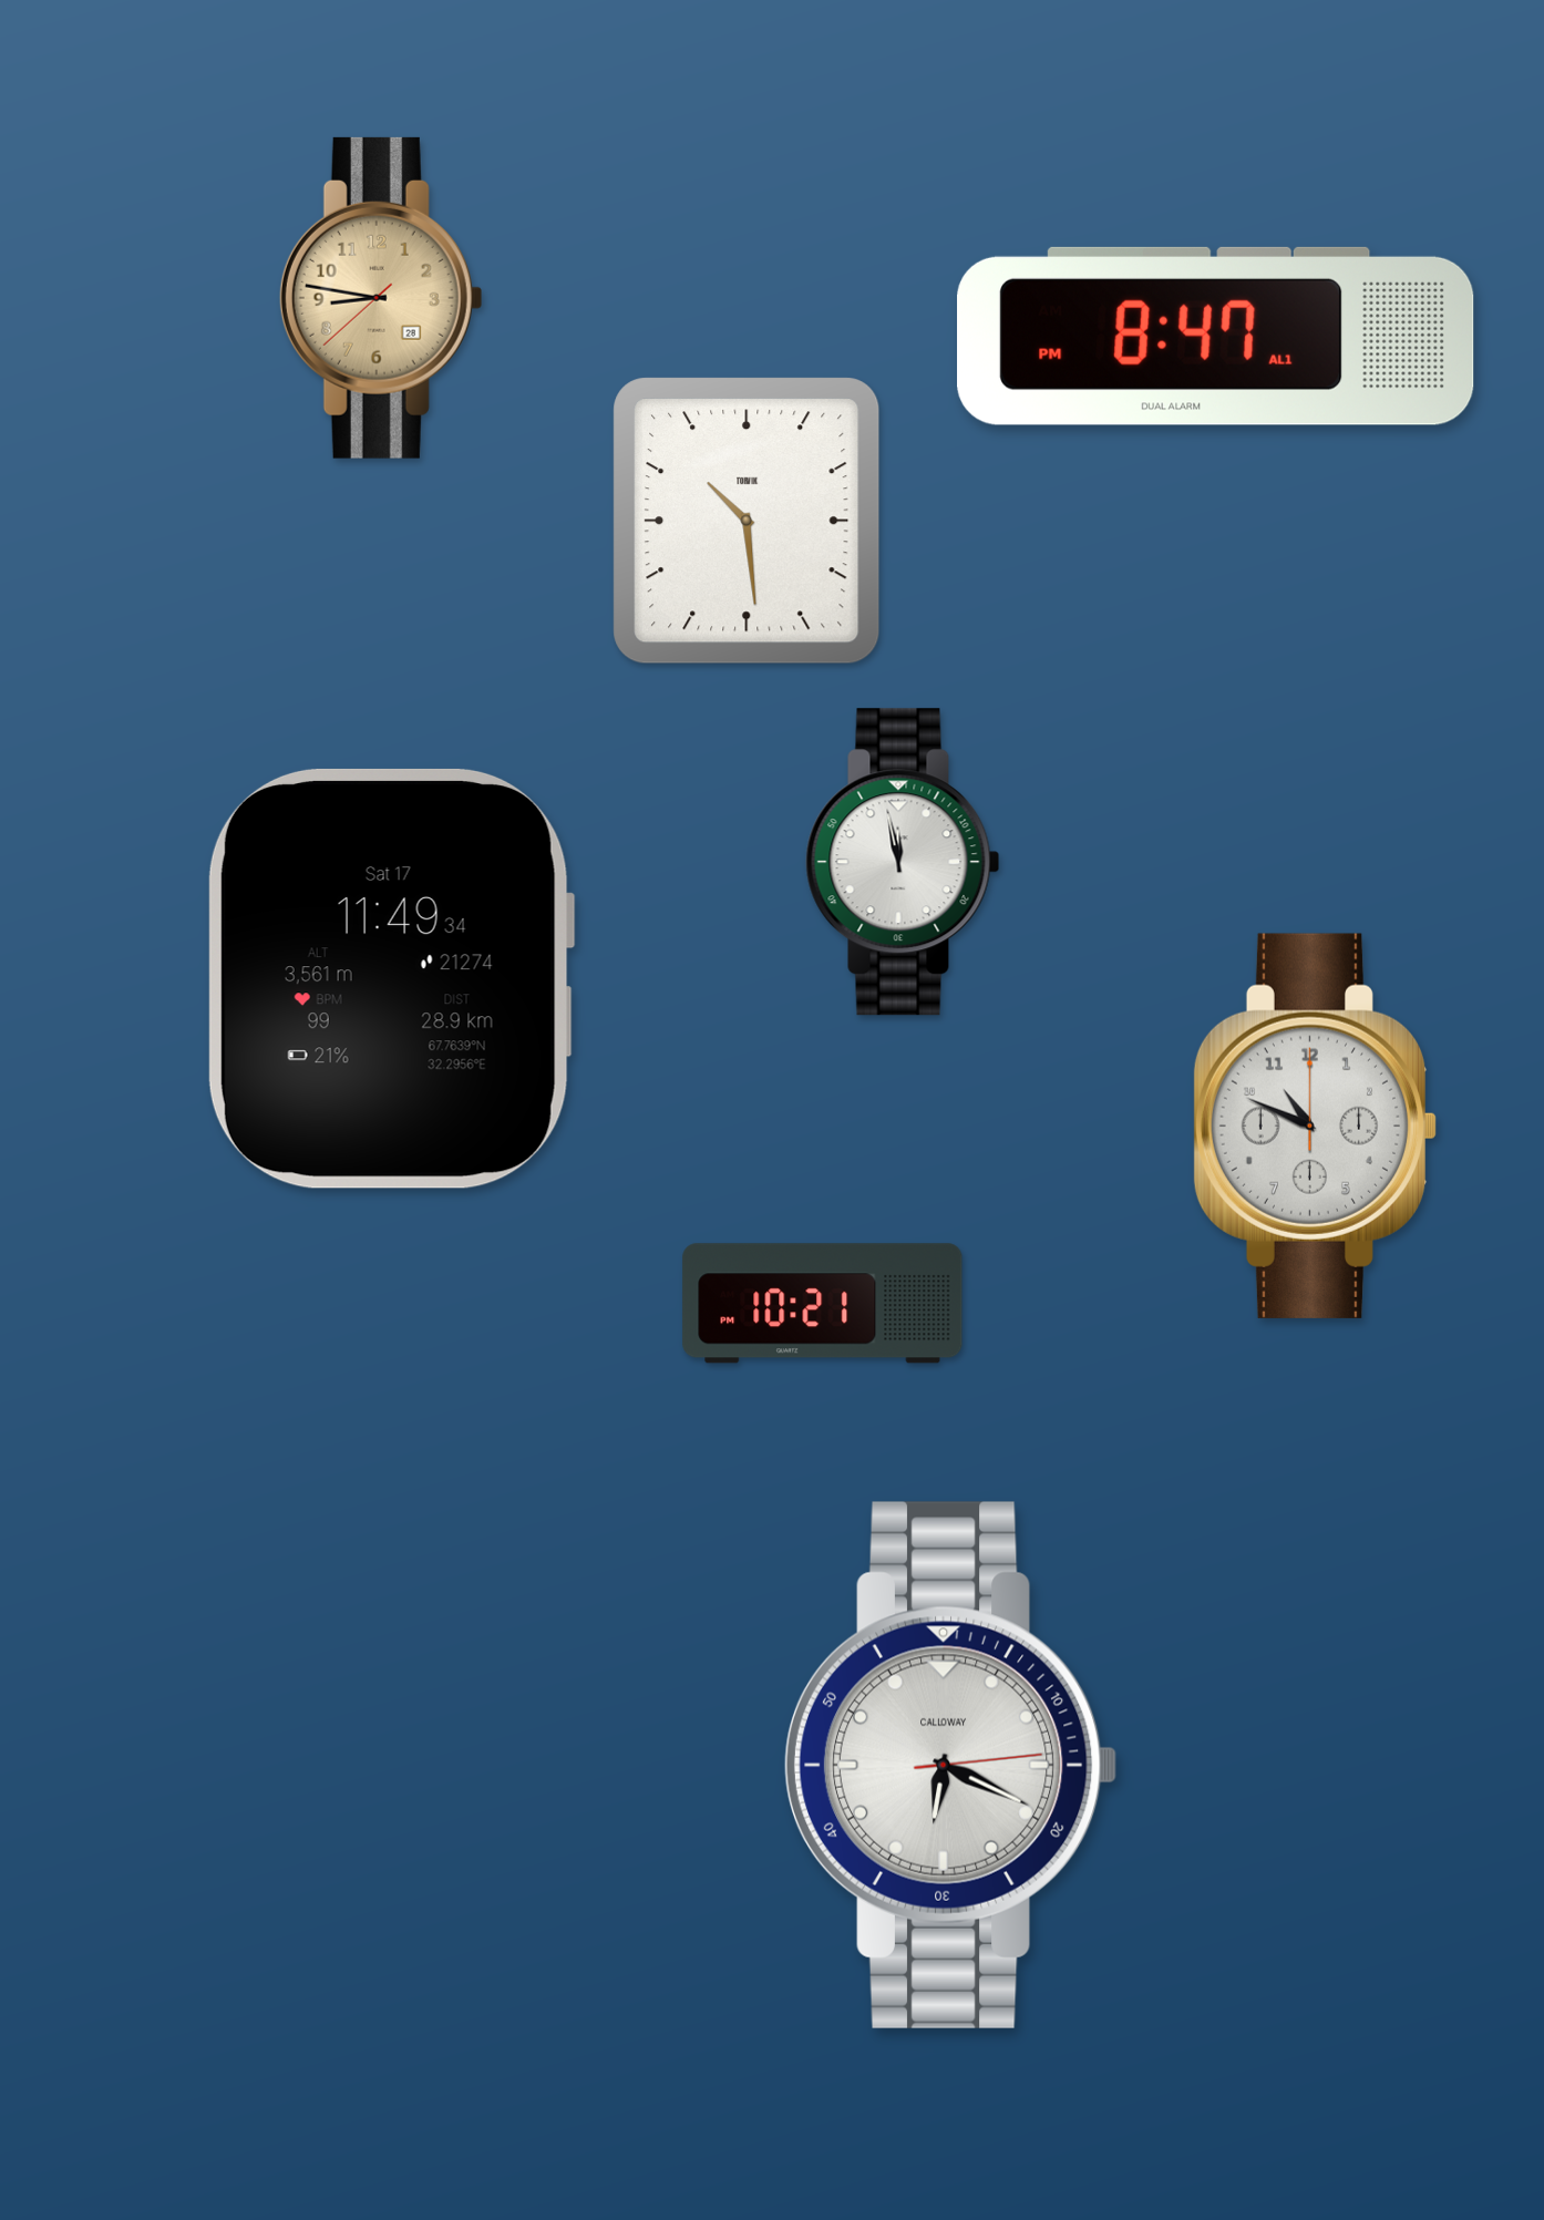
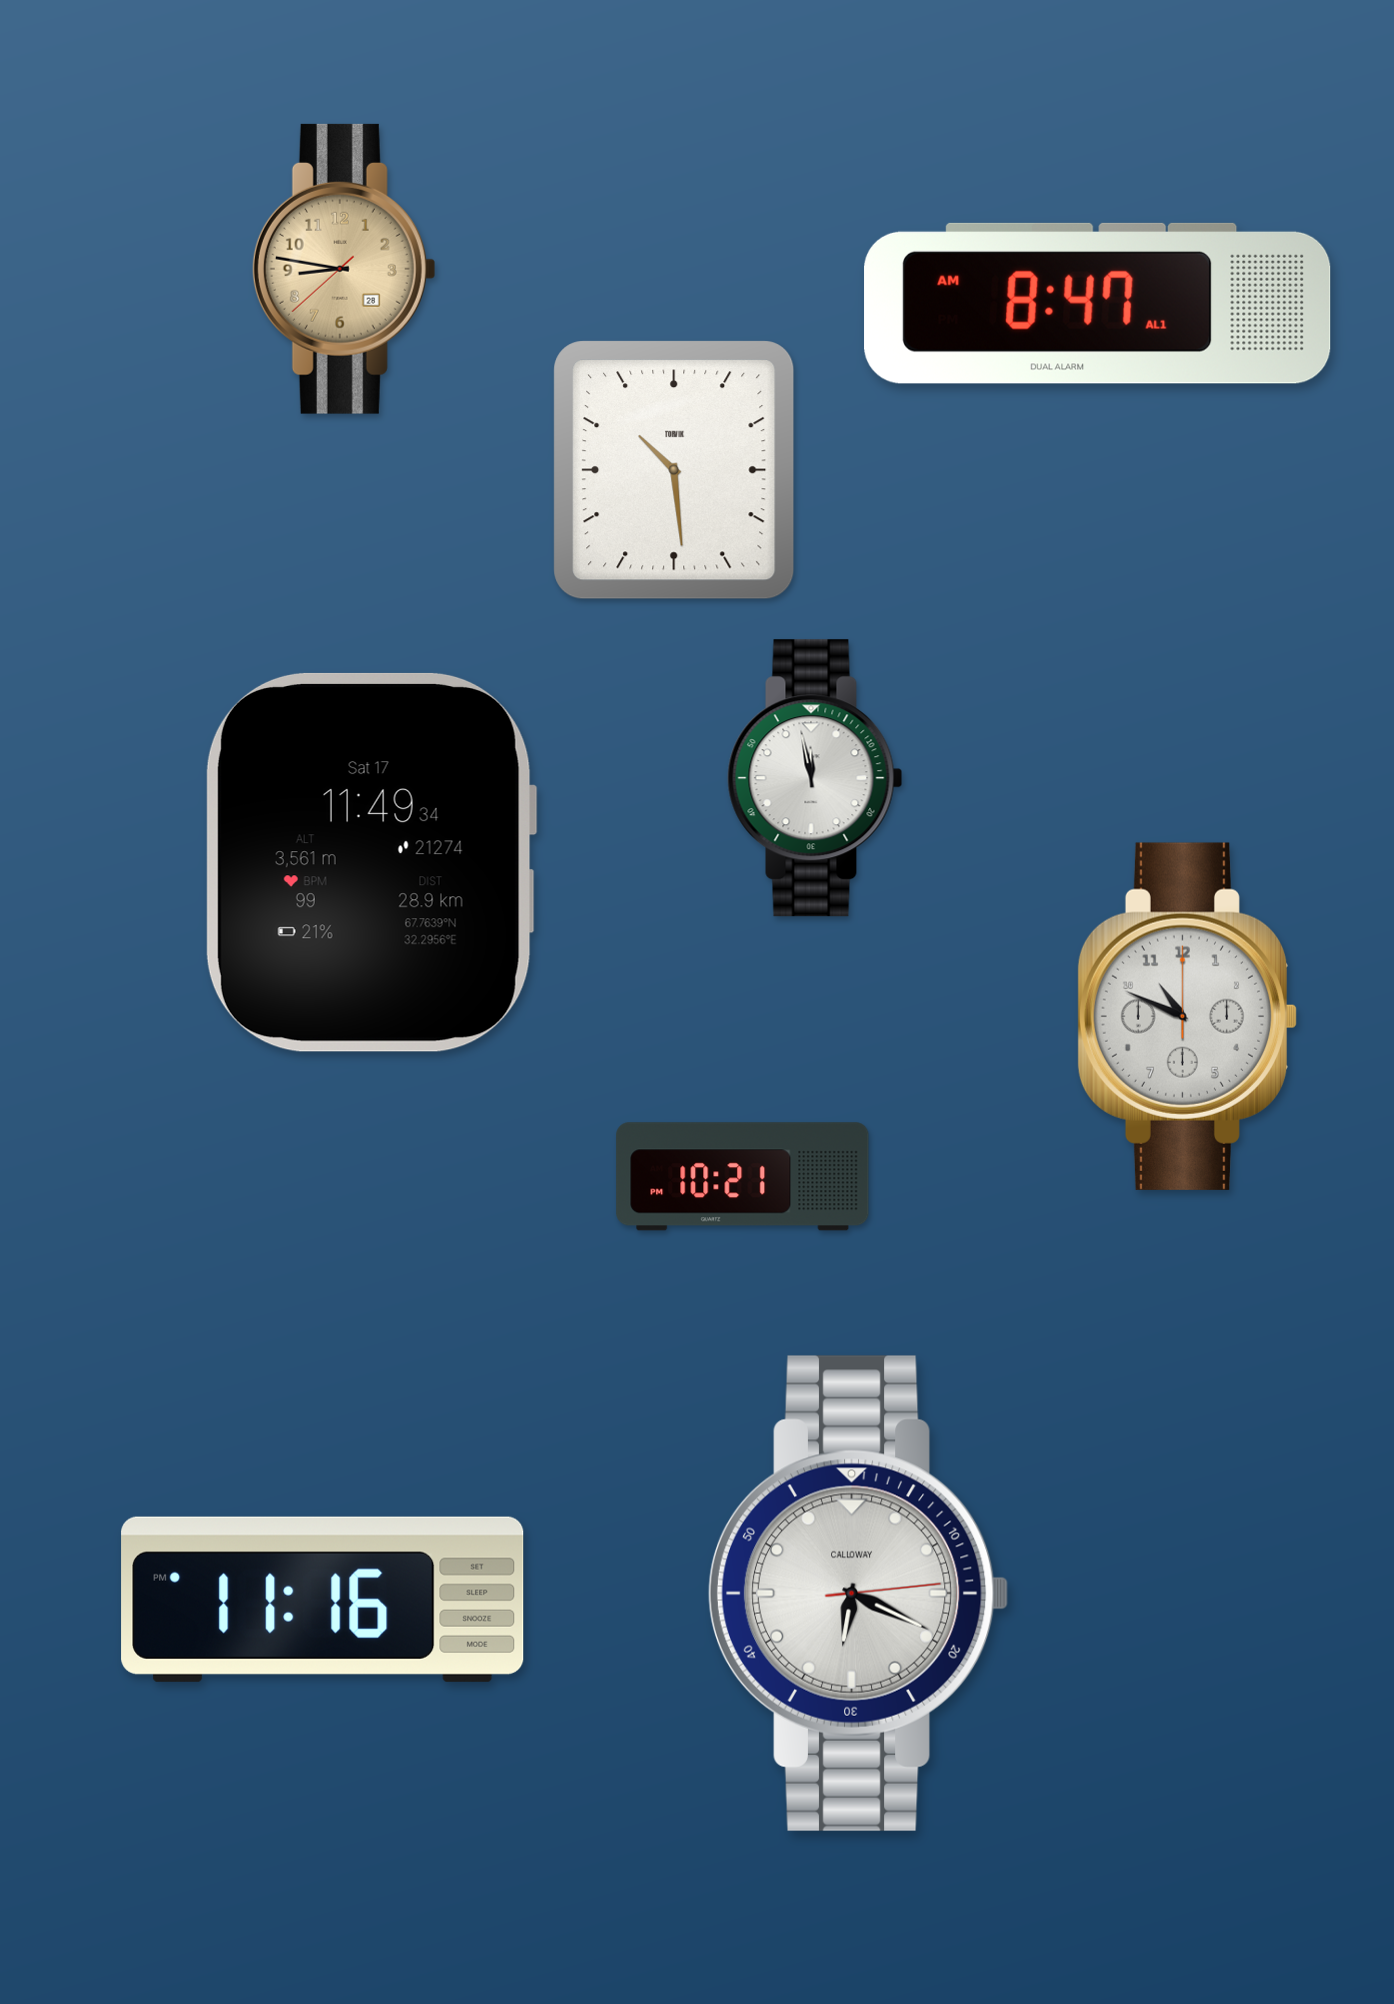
clock at (1216, 336): 8:47 PM -> 8:47 AM
clock at (391, 978) position: (391, 978) -> (371, 862)
clock at (323, 1599): none -> 11:16
